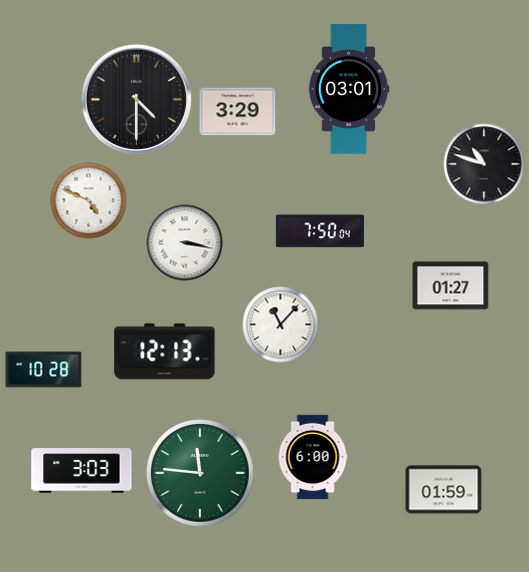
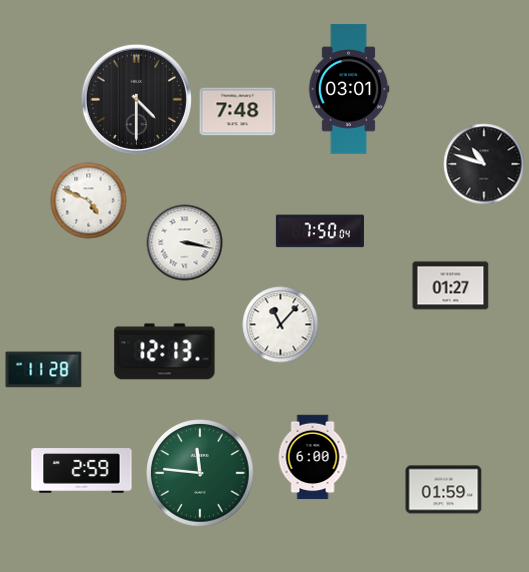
clock at (238, 112): 3:29 -> 7:48
clock at (44, 370): 10:28 -> 11:28
clock at (82, 471): 3:03 -> 2:59
